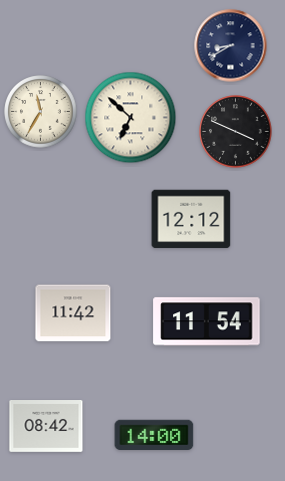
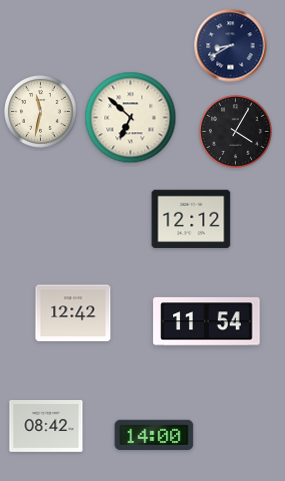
clock at (41, 112): 11:35 -> 11:32
clock at (236, 132): 3:49 -> 4:05
clock at (73, 313): 11:42 -> 12:42
